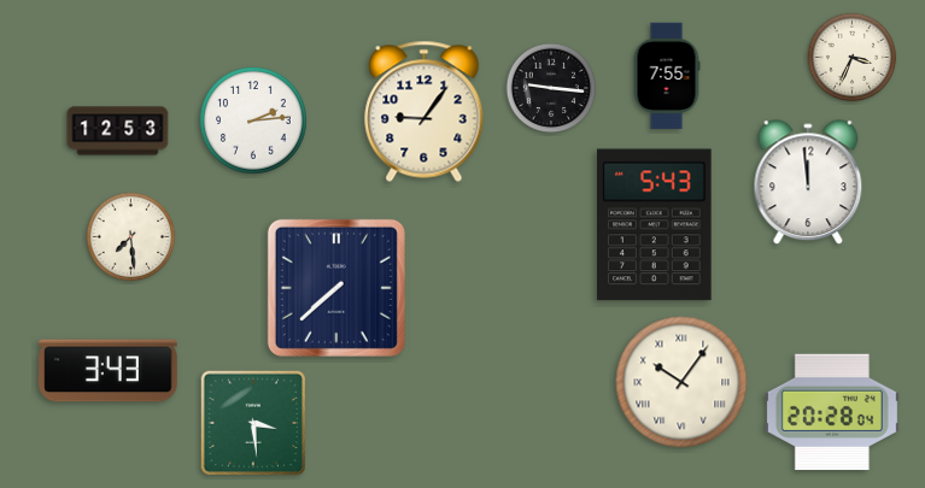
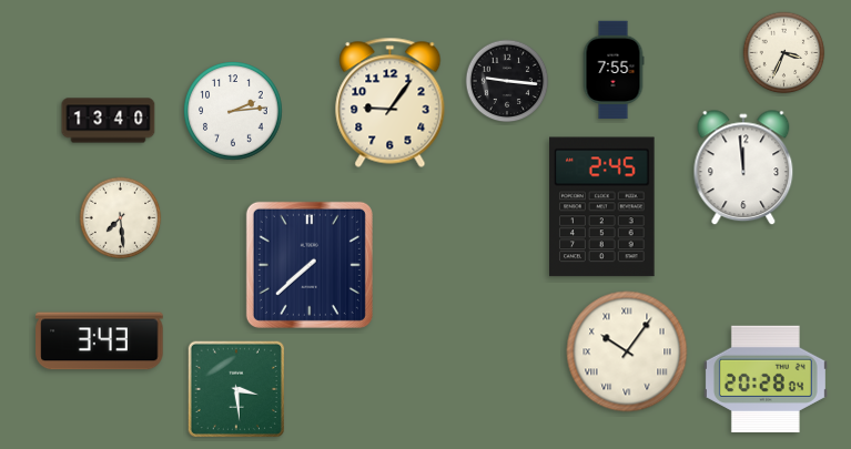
clock at (118, 131): 12:53 -> 13:40
clock at (655, 225): 5:43 -> 2:45
clock at (253, 423) position: (253, 423) -> (236, 389)
